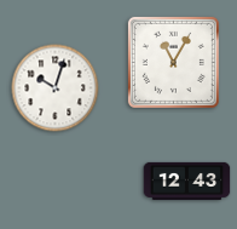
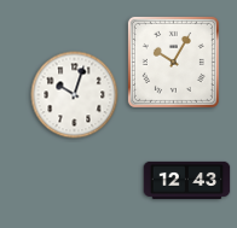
clock at (173, 62): 11:05 -> 10:05
clock at (56, 88) position: (56, 88) -> (75, 95)
